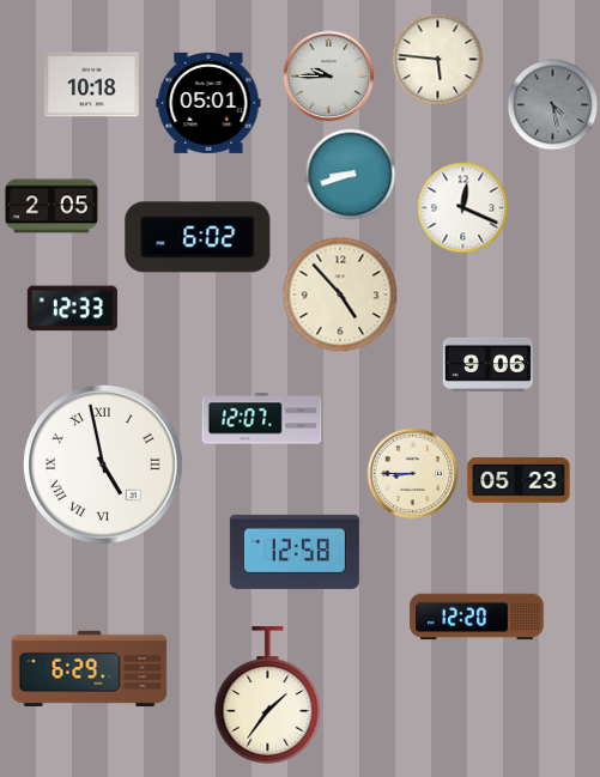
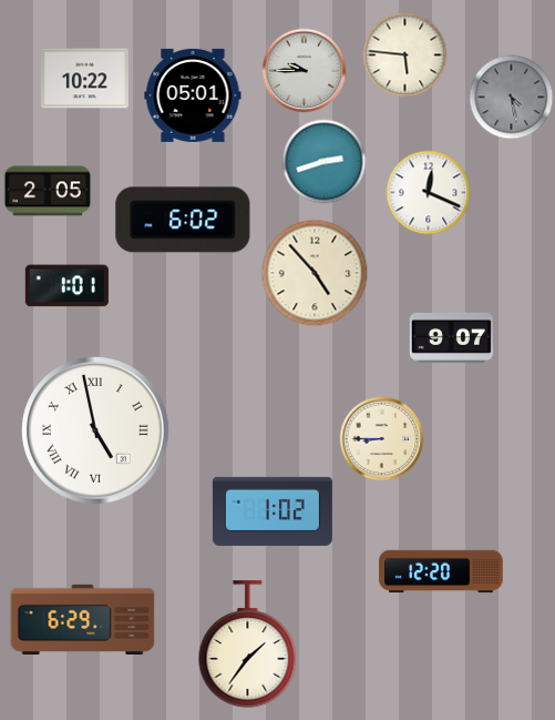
clock at (91, 85): 10:18 -> 10:22
clock at (351, 175): 8:42 -> 2:42
clock at (72, 309): 12:33 -> 1:01
clock at (487, 364): 9:06 -> 9:07
clock at (262, 419): 12:07 -> none
clock at (519, 480): 05:23 -> none
clock at (295, 552): 12:58 -> 1:02
